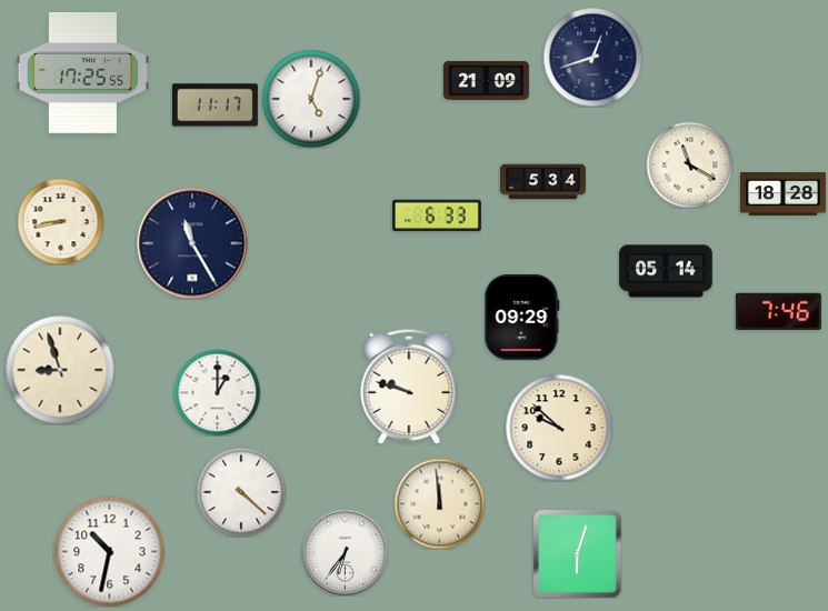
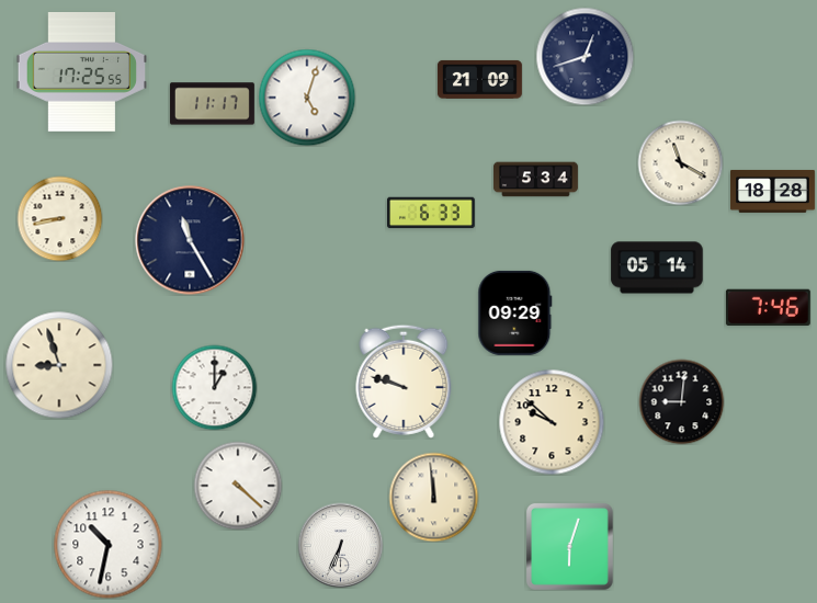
clock at (681, 401): none -> 9:01
clock at (345, 552): 6:36 -> 6:34
